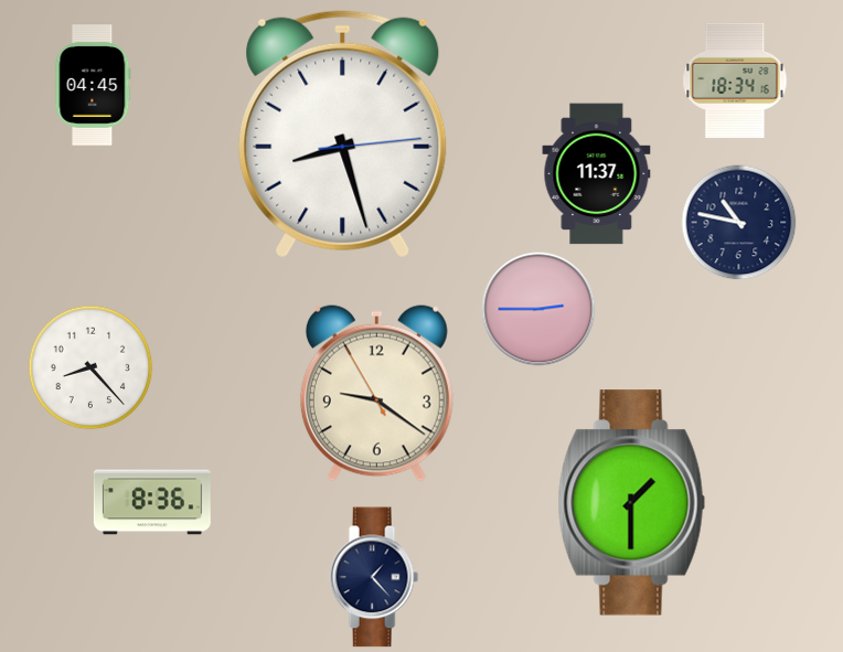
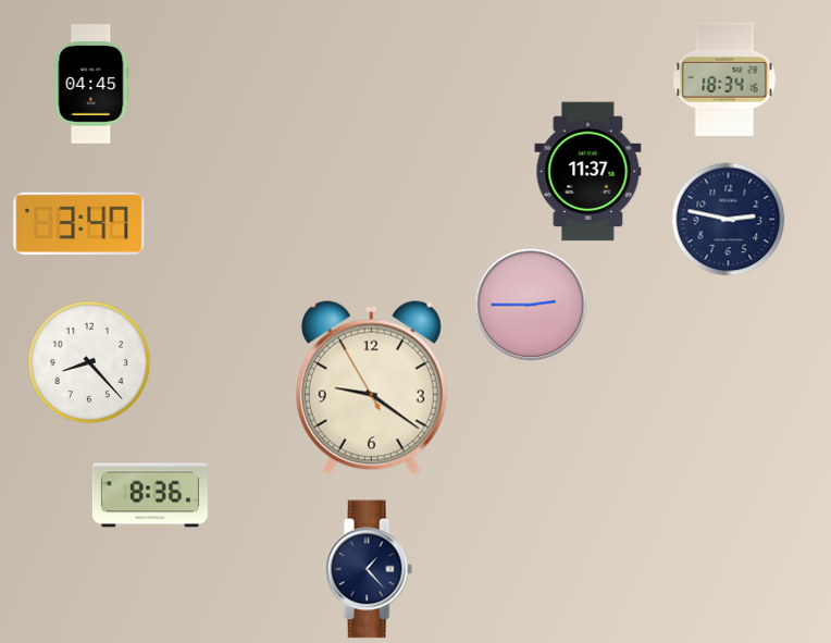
clock at (343, 135): 8:27 -> none
clock at (739, 223): 10:47 -> 2:47
clock at (79, 223): none -> 3:47
clock at (631, 503): 1:30 -> none
